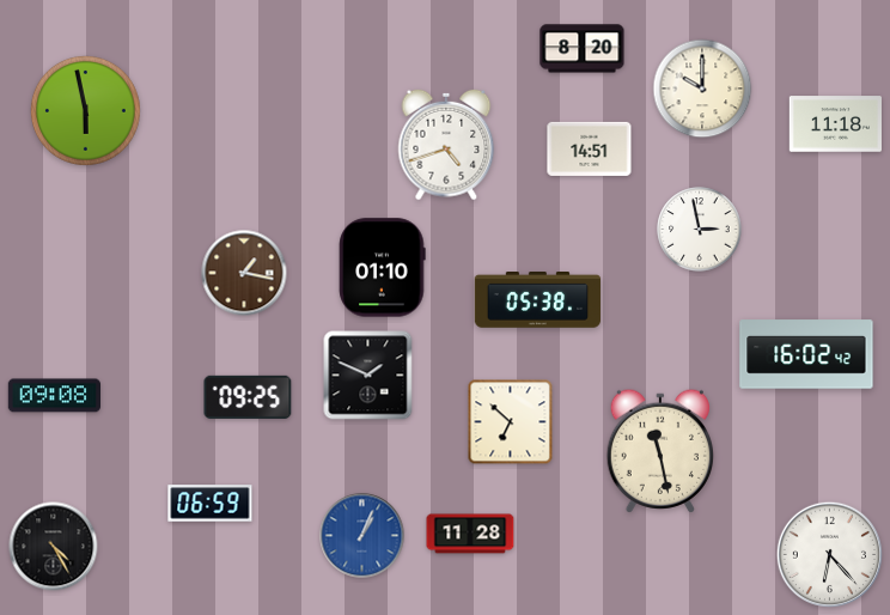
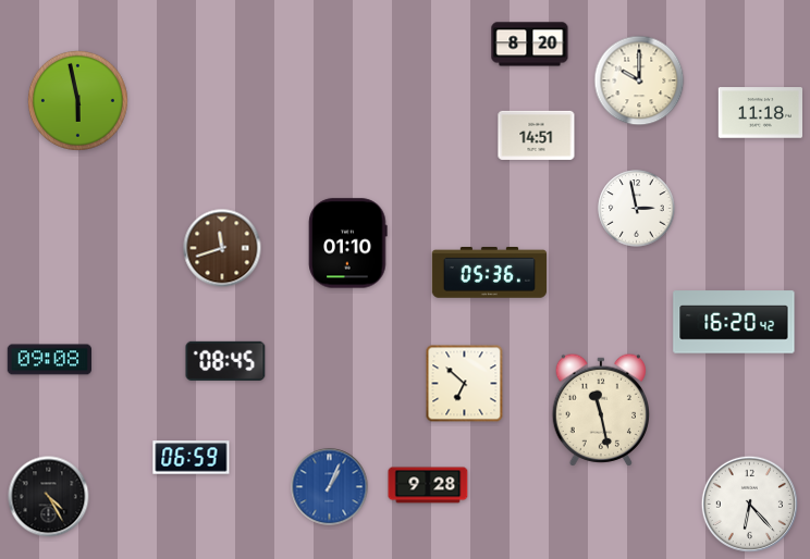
clock at (446, 145): 4:42 -> none
clock at (244, 273): 1:17 -> 11:42
clock at (538, 300): 05:38 -> 05:36
clock at (806, 354): 16:02 -> 16:20
clock at (368, 376): 1:49 -> none
clock at (248, 397): 09:25 -> 08:45
clock at (470, 534): 11:28 -> 9:28
clock at (829, 554) position: (829, 554) -> (749, 504)
